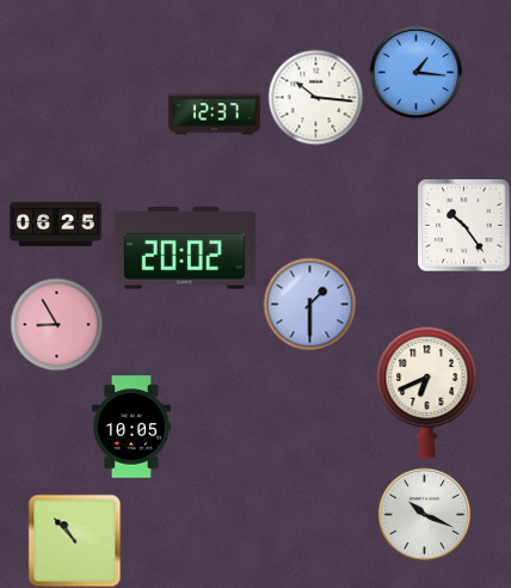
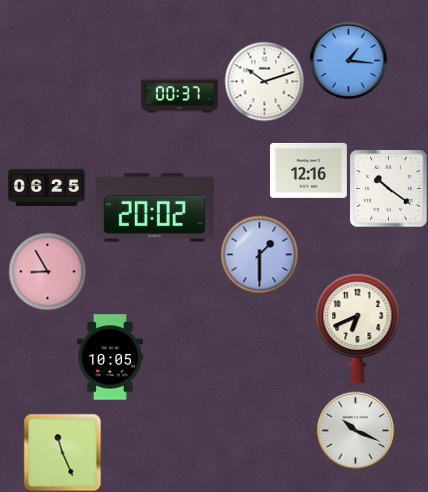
clock at (315, 97): 10:16 -> 10:12
clock at (214, 115): 12:37 -> 00:37
clock at (308, 170): none -> 12:16
clock at (463, 225): 10:24 -> 10:21
clock at (74, 540): 10:53 -> 11:26
